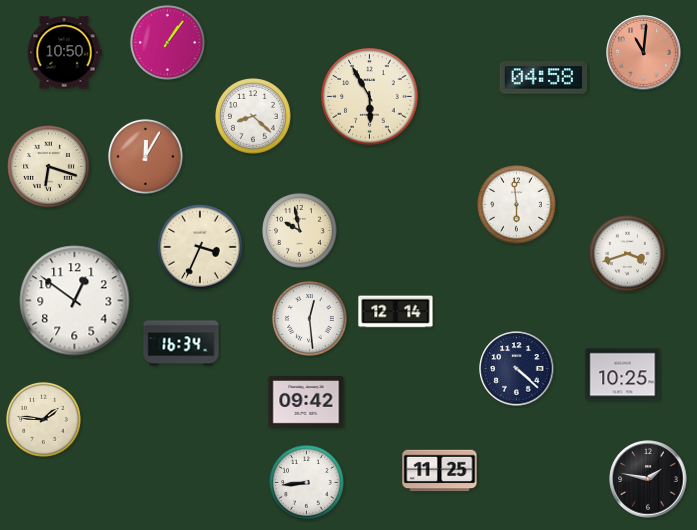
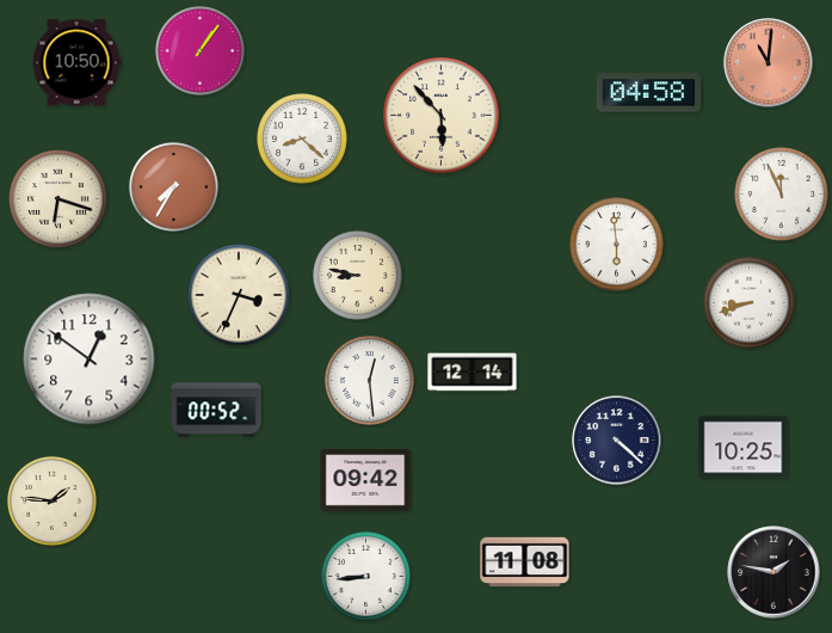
clock at (370, 97): 5:55 -> 5:53
clock at (145, 156): 12:05 -> 7:35
clock at (782, 195): none -> 11:56
clock at (299, 230): 9:58 -> 8:47
clock at (628, 254): 3:42 -> 8:42
clock at (181, 343): 16:34 -> 00:52
clock at (440, 471): 11:25 -> 11:08
